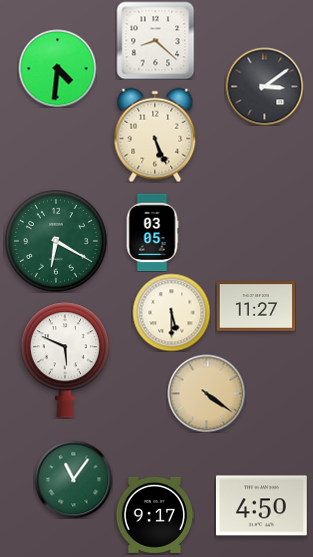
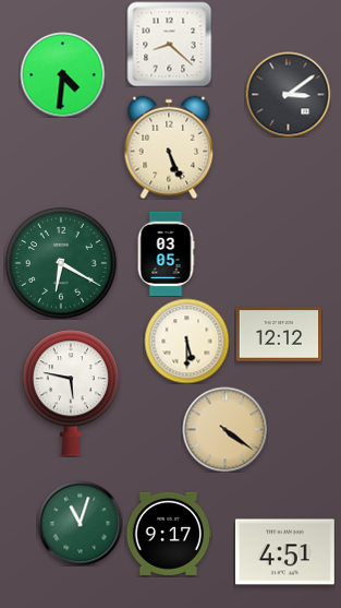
clock at (256, 306): 11:27 -> 12:12
clock at (65, 360): 5:49 -> 5:47
clock at (73, 479): 11:06 -> 11:03
clock at (261, 506): 4:50 -> 4:51
clock at (155, 515) position: (155, 515) -> (169, 534)
